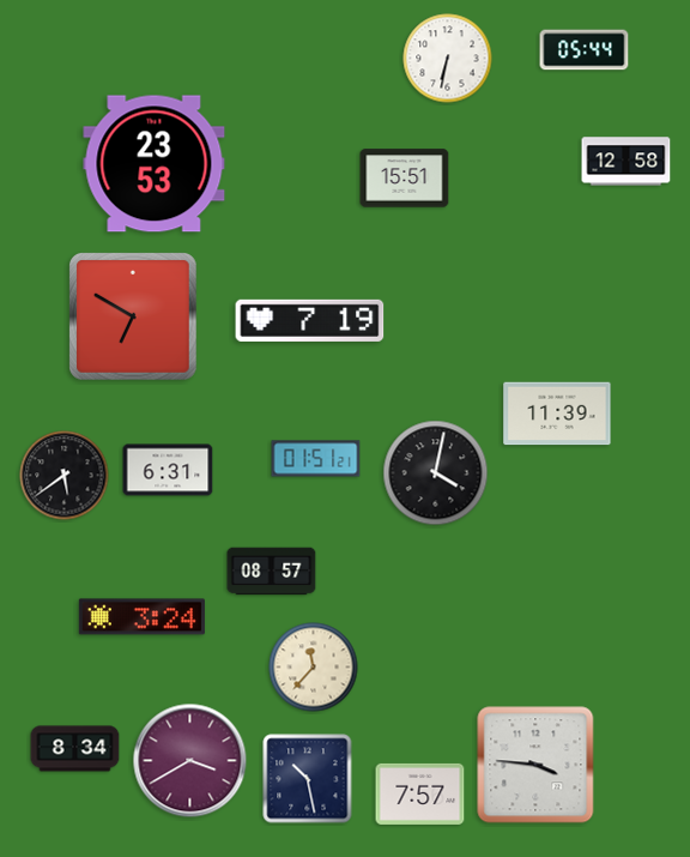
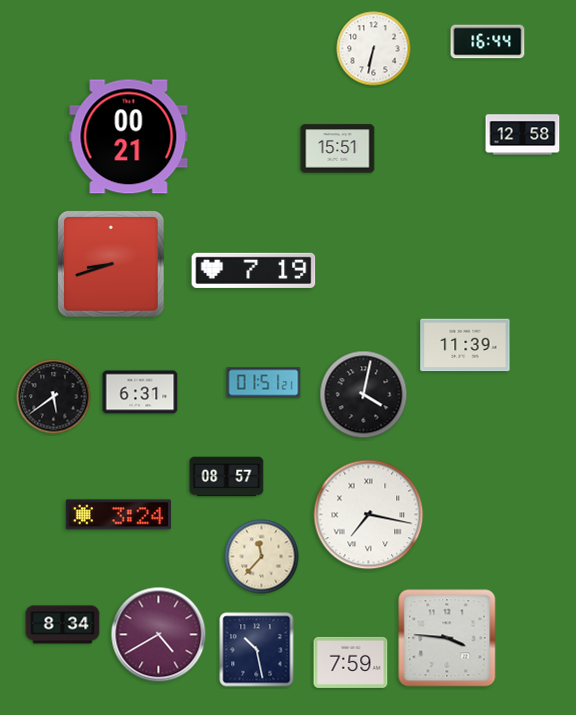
clock at (585, 50): 05:44 -> 16:44
clock at (155, 164): 23:53 -> 00:21
clock at (134, 318): 6:50 -> 8:42
clock at (310, 320) position: (310, 320) -> (254, 270)
clock at (369, 515): none -> 7:17
clock at (190, 761): 3:40 -> 4:40
clock at (420, 793): 7:57 -> 7:59
